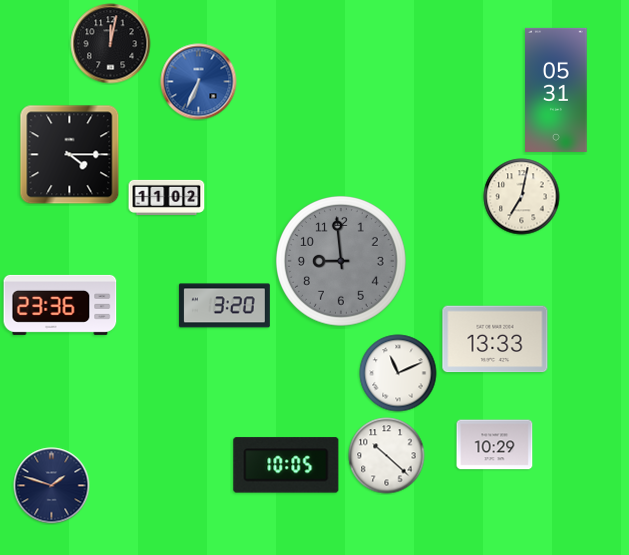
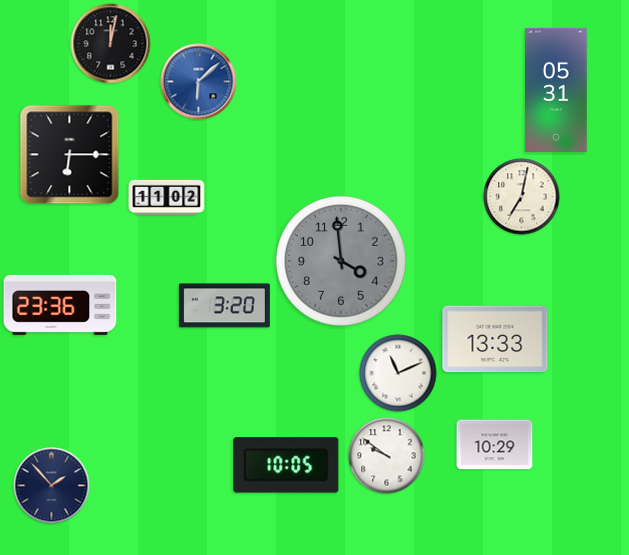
clock at (199, 82): 6:34 -> 6:08
clock at (70, 155): 4:15 -> 6:15
clock at (341, 261): 8:59 -> 3:59
clock at (387, 456): 10:22 -> 9:51
clock at (52, 486): 1:48 -> 1:53
